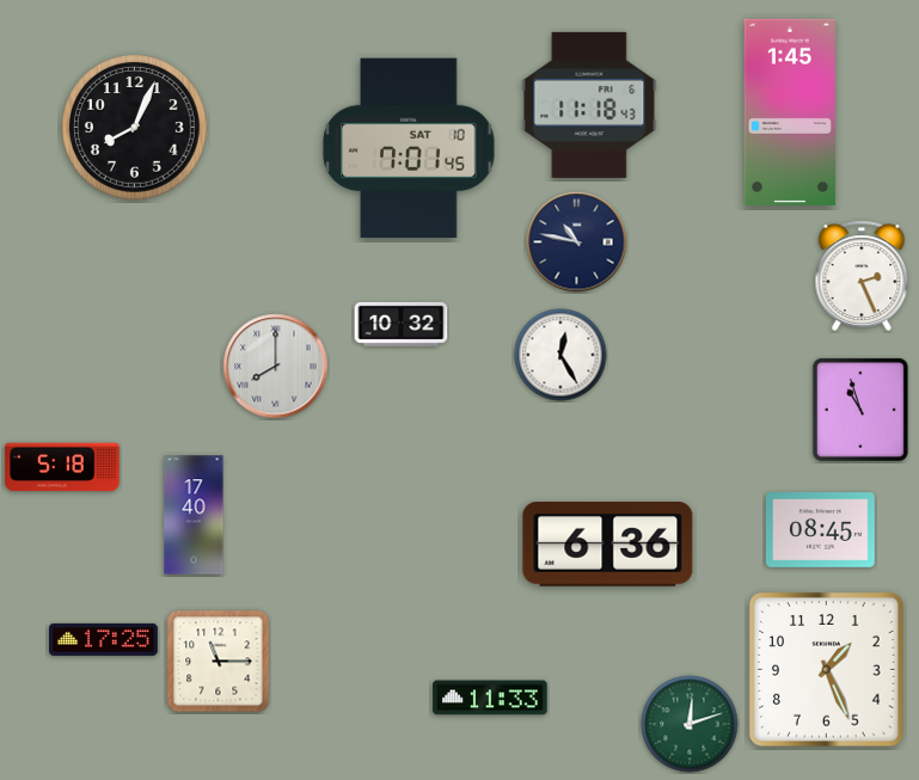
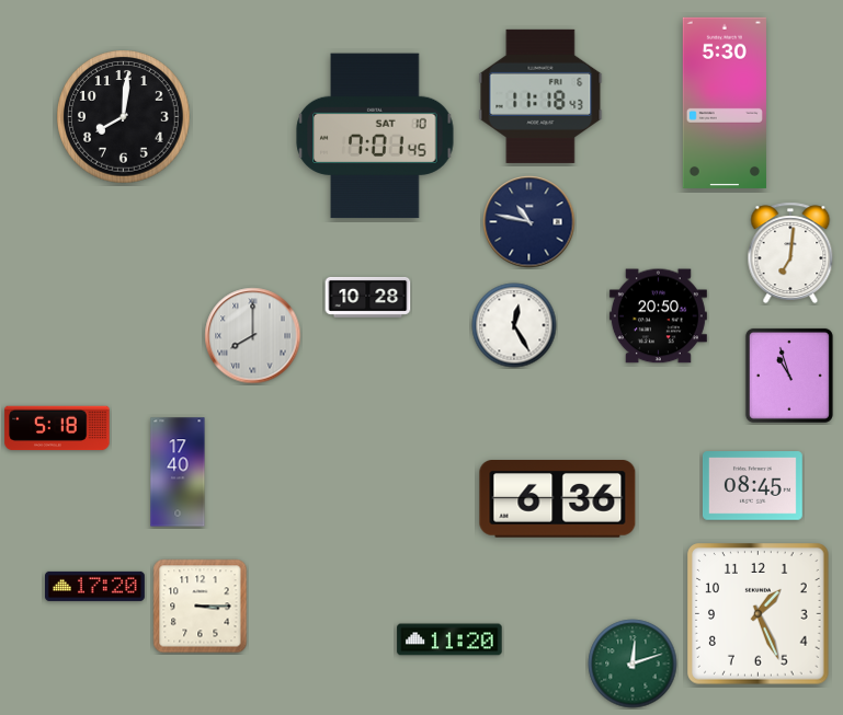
clock at (790, 112): 1:45 -> 5:30
clock at (135, 128): 8:04 -> 8:01
clock at (862, 276): 2:26 -> 7:01
clock at (402, 324): 10:32 -> 10:28
clock at (658, 316): none -> 20:50
clock at (104, 639): 17:25 -> 17:20
clock at (219, 662): 11:15 -> 3:15
clock at (490, 698): 11:33 -> 11:20
